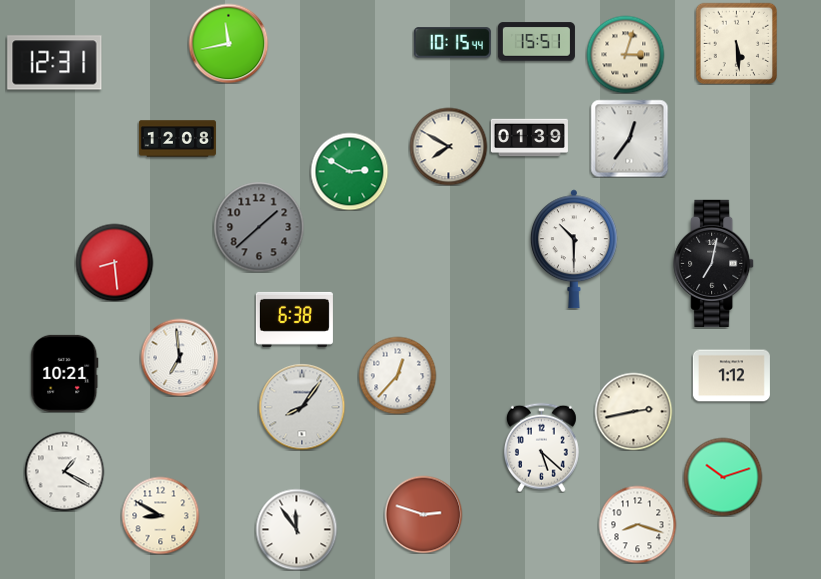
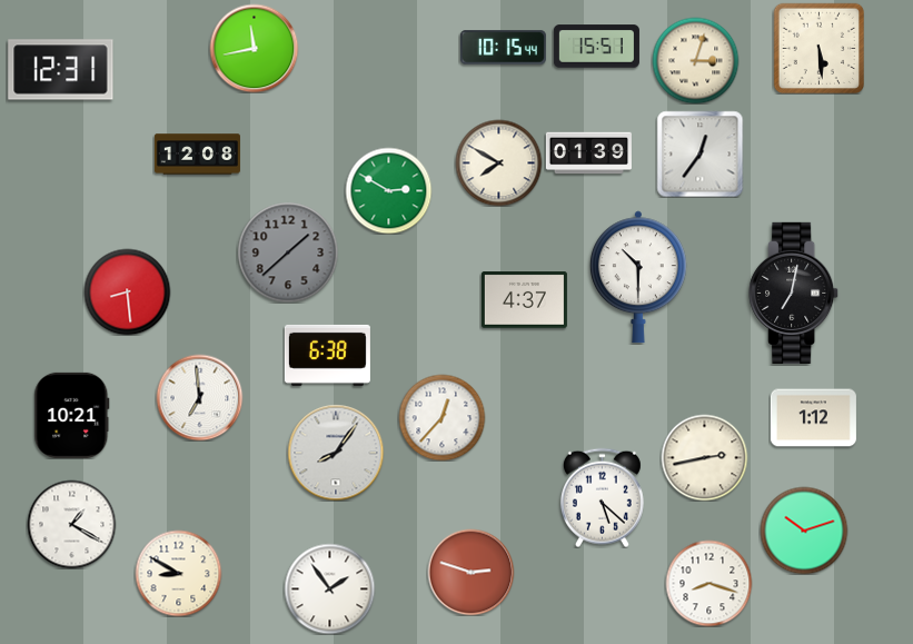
clock at (524, 300): none -> 4:37
clock at (296, 529): 11:54 -> 1:54
